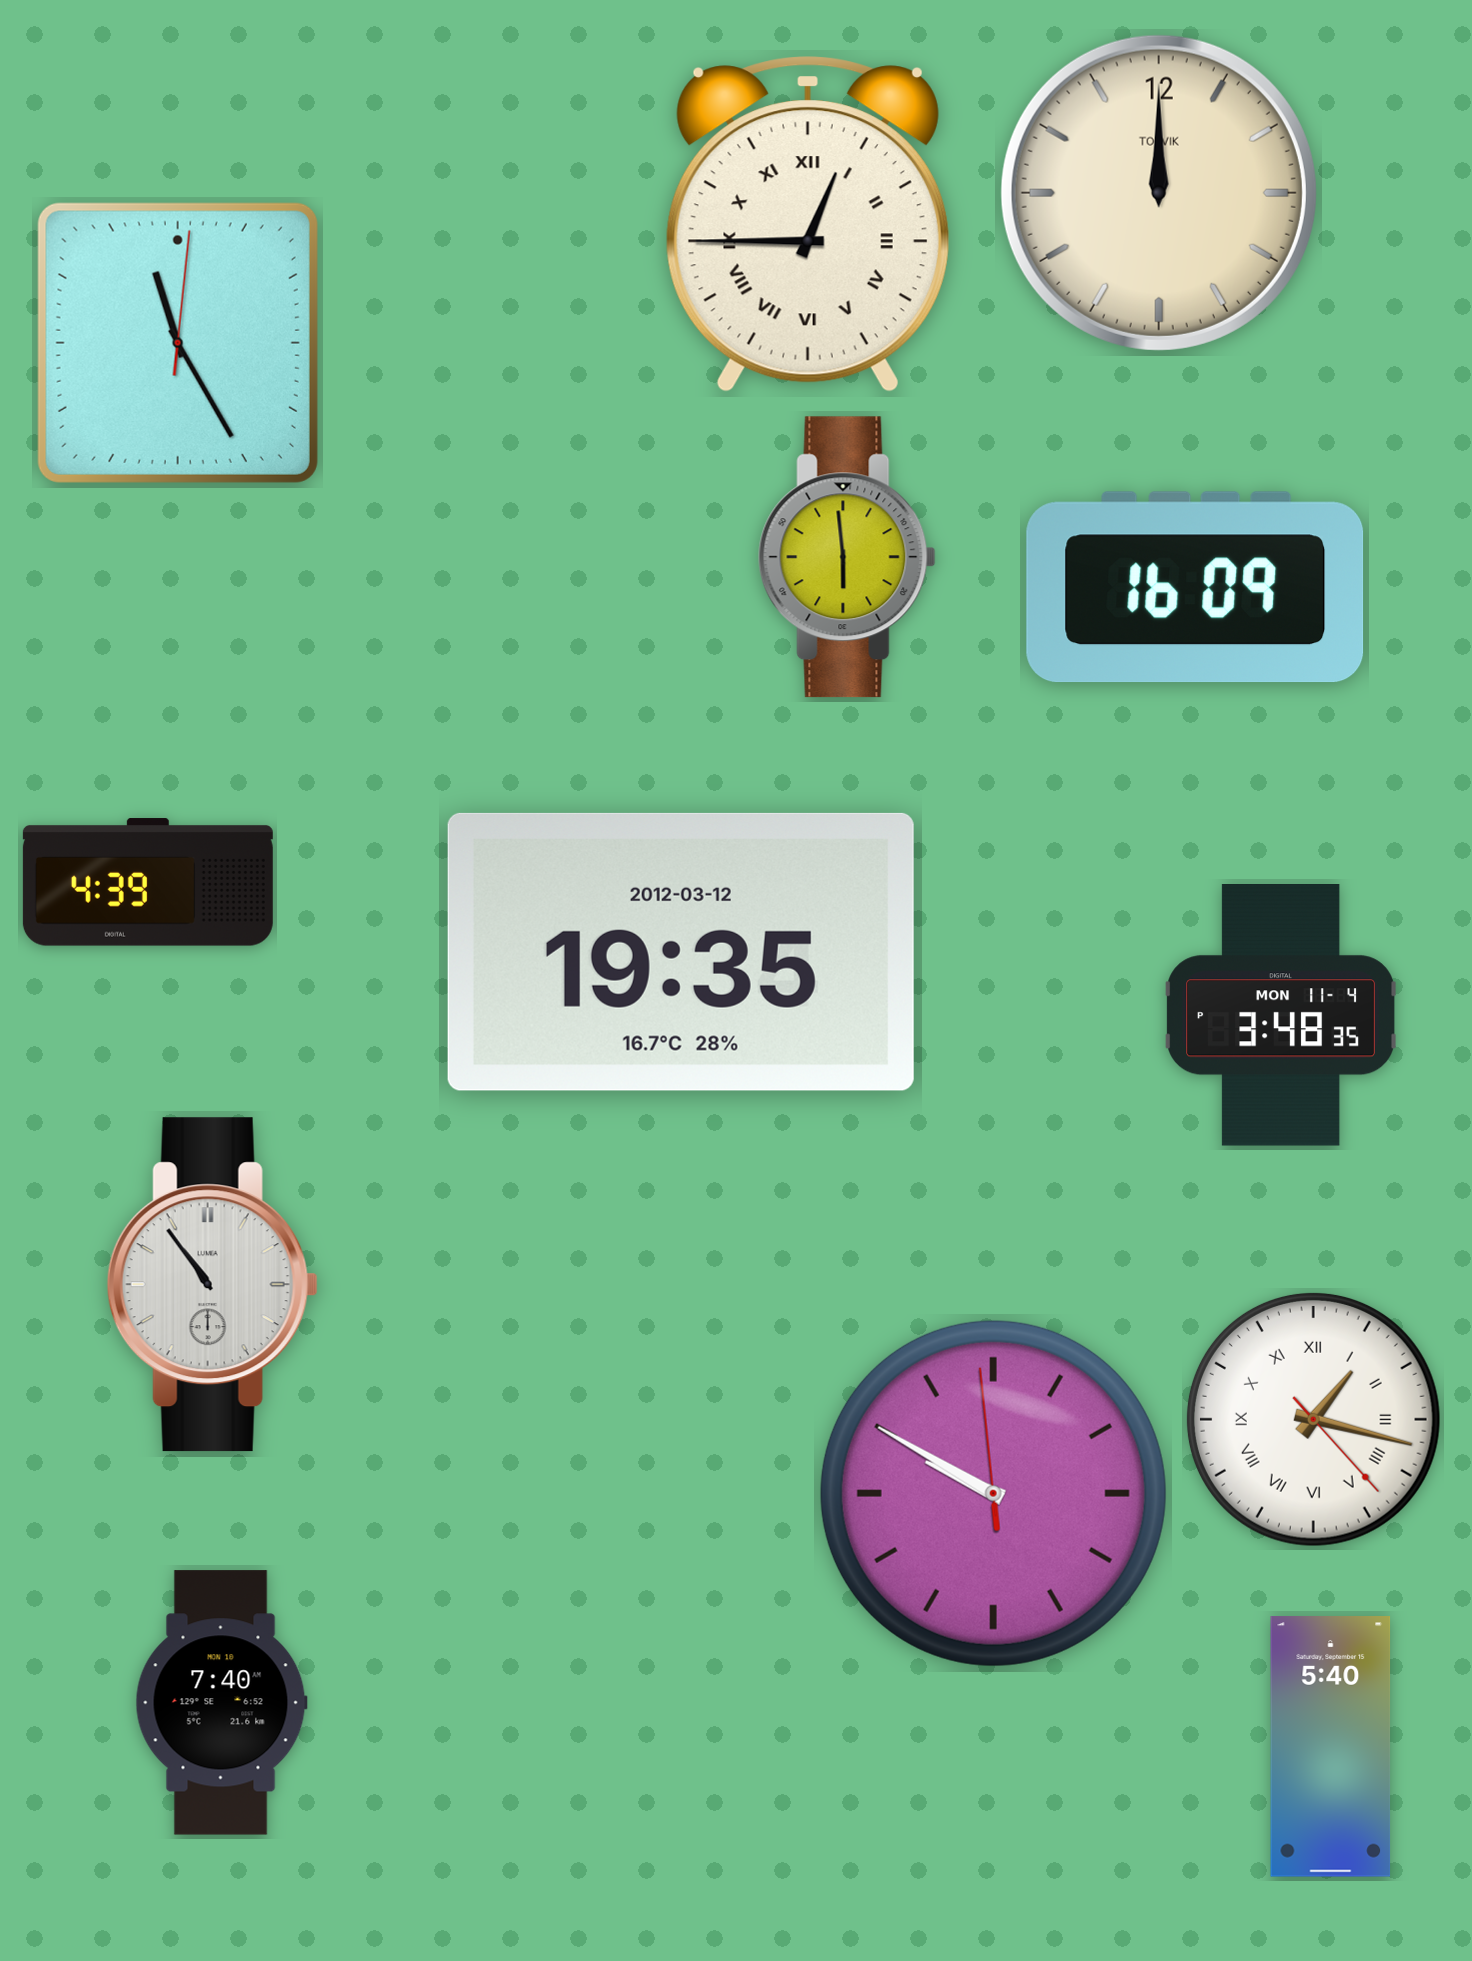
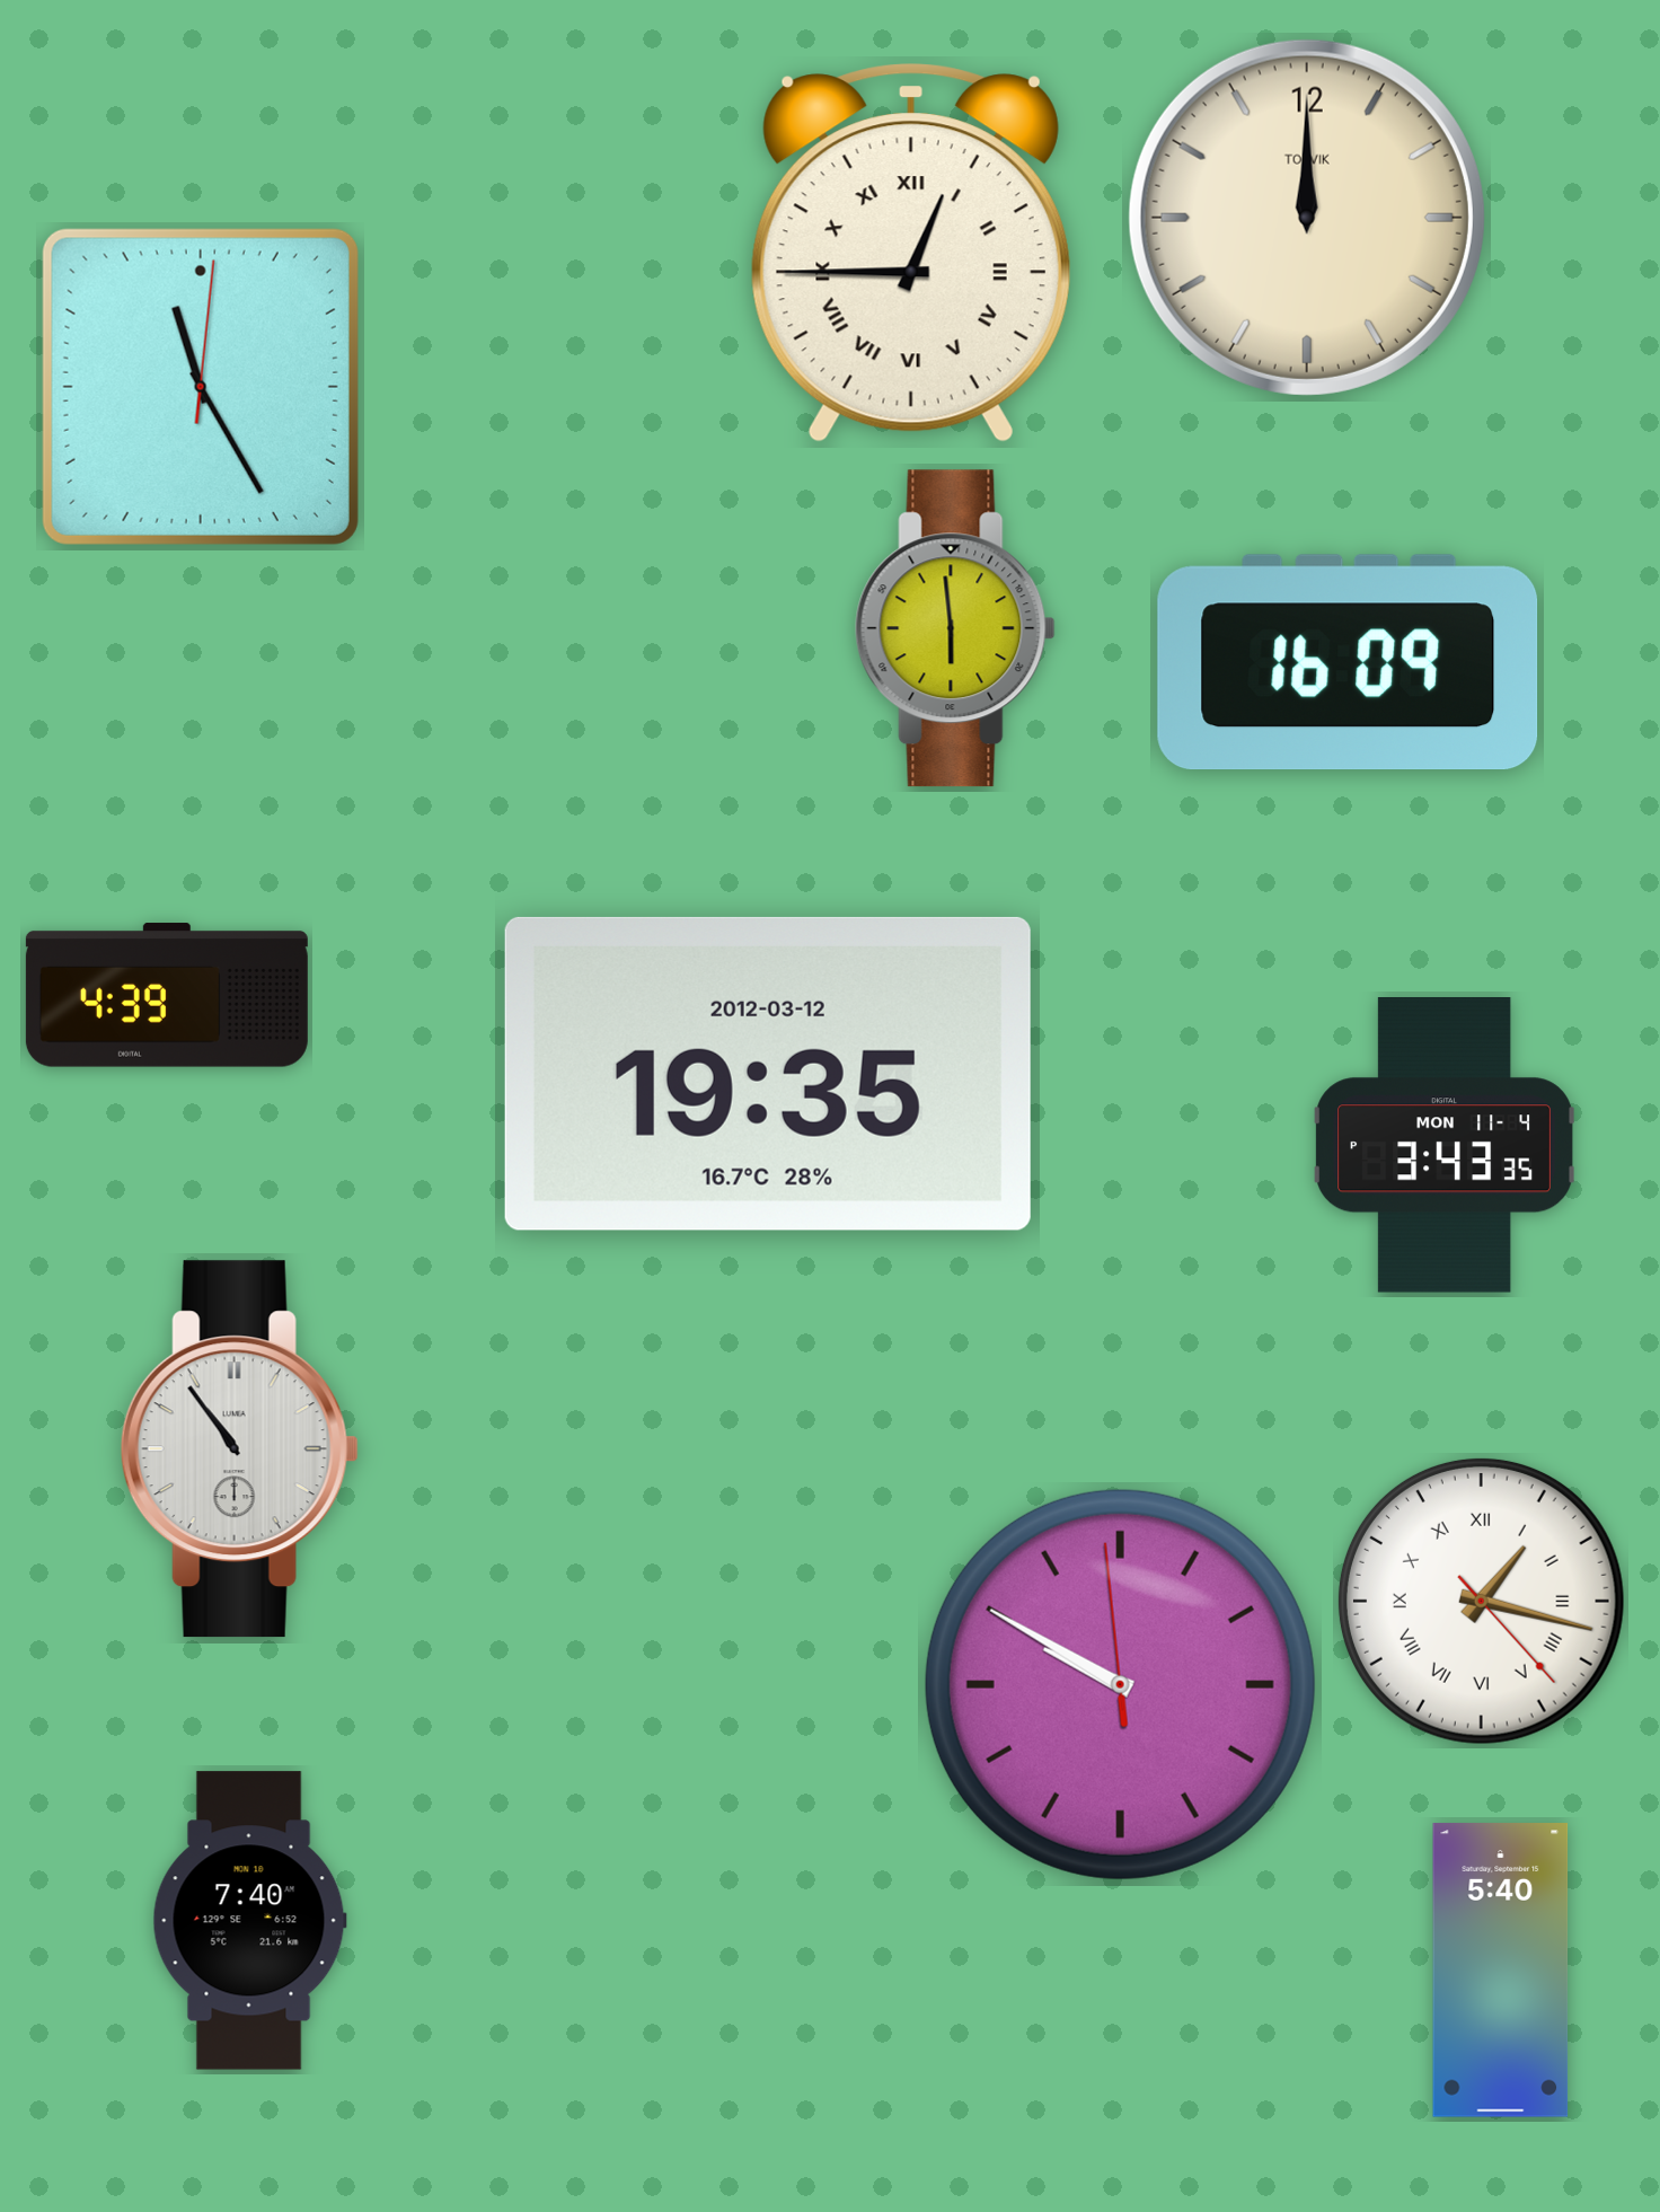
clock at (1281, 1016): 3:48 -> 3:43
